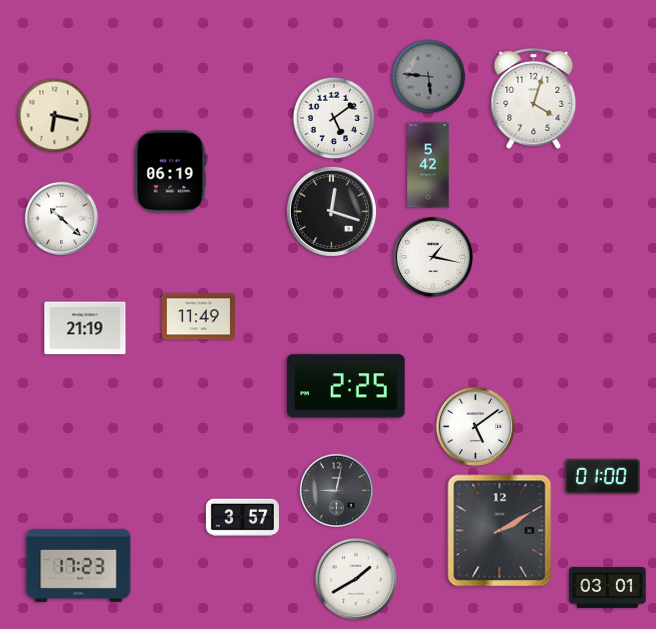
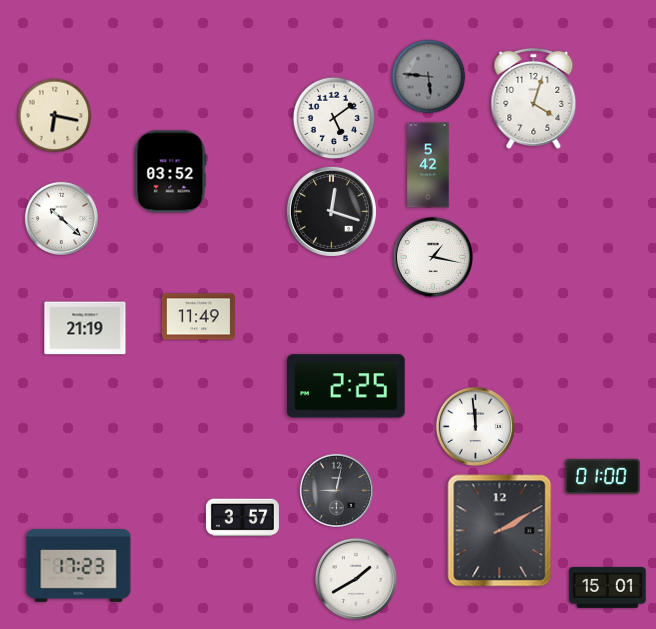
clock at (171, 172): 06:19 -> 03:52
clock at (475, 426): 5:09 -> 11:59
clock at (608, 587): 03:01 -> 15:01
